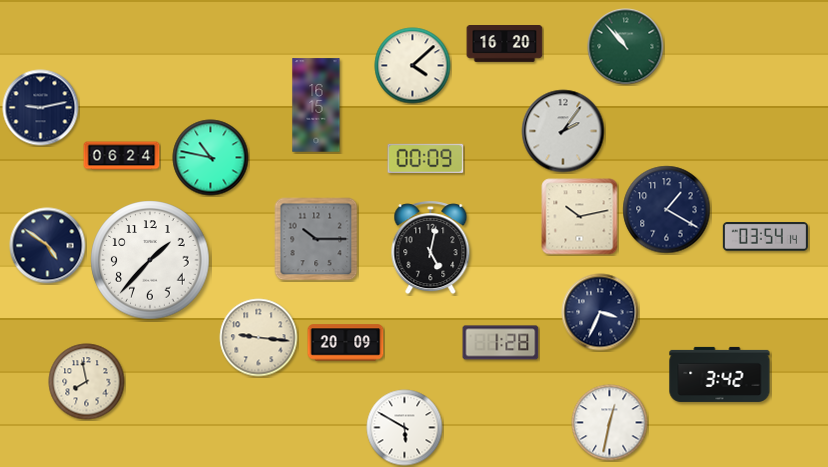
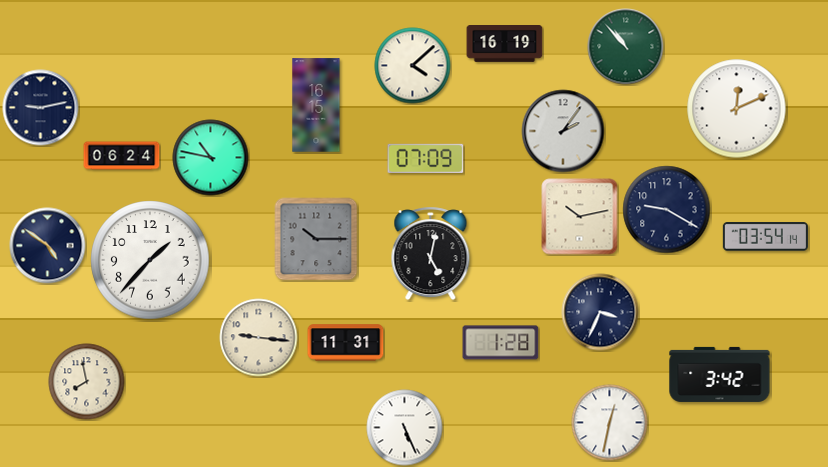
clock at (505, 44): 16:20 -> 16:19
clock at (737, 109): none -> 12:11
clock at (426, 158): 00:09 -> 07:09
clock at (667, 210): 1:20 -> 9:20
clock at (431, 248) position: (431, 248) -> (431, 254)
clock at (346, 343): 20:09 -> 11:31
clock at (405, 428): 5:50 -> 5:26
